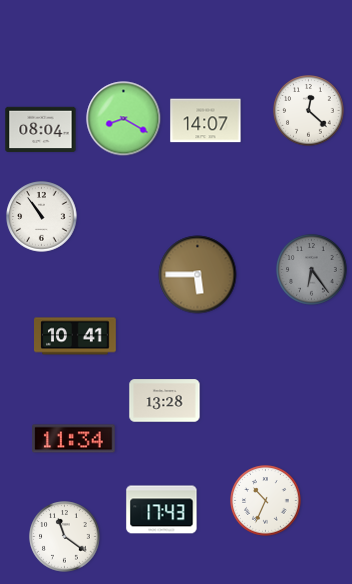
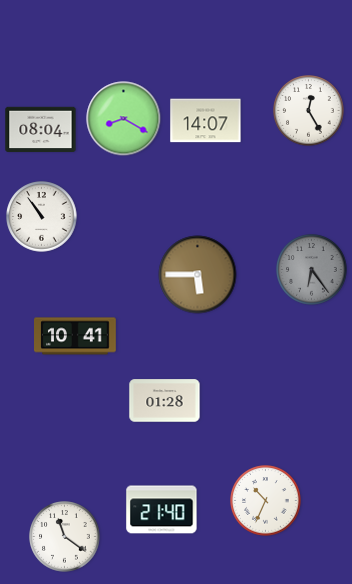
clock at (309, 111): 12:22 -> 12:25
clock at (165, 401): 13:28 -> 01:28
clock at (74, 439): 11:34 -> none
clock at (162, 510): 17:43 -> 21:40
